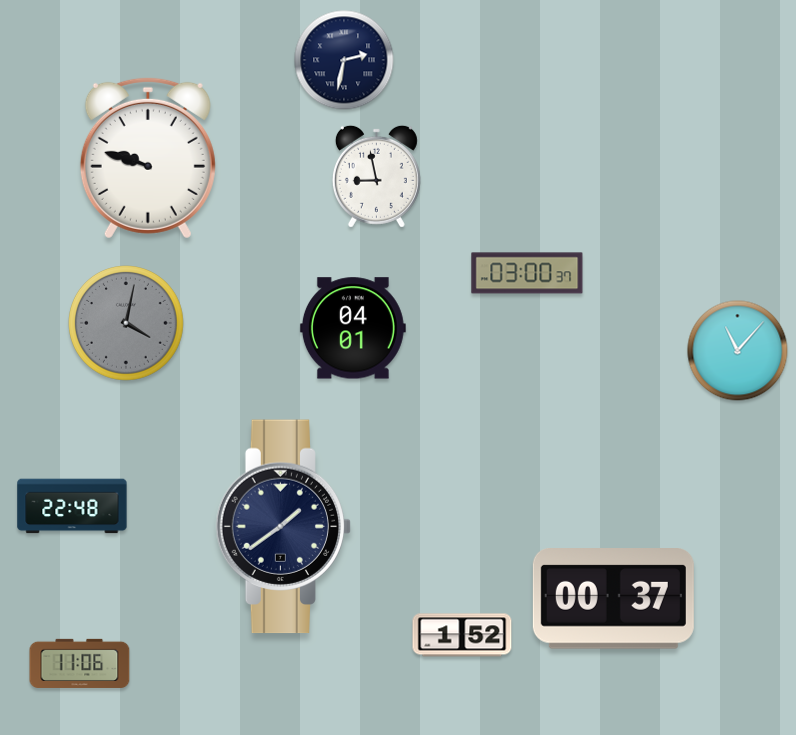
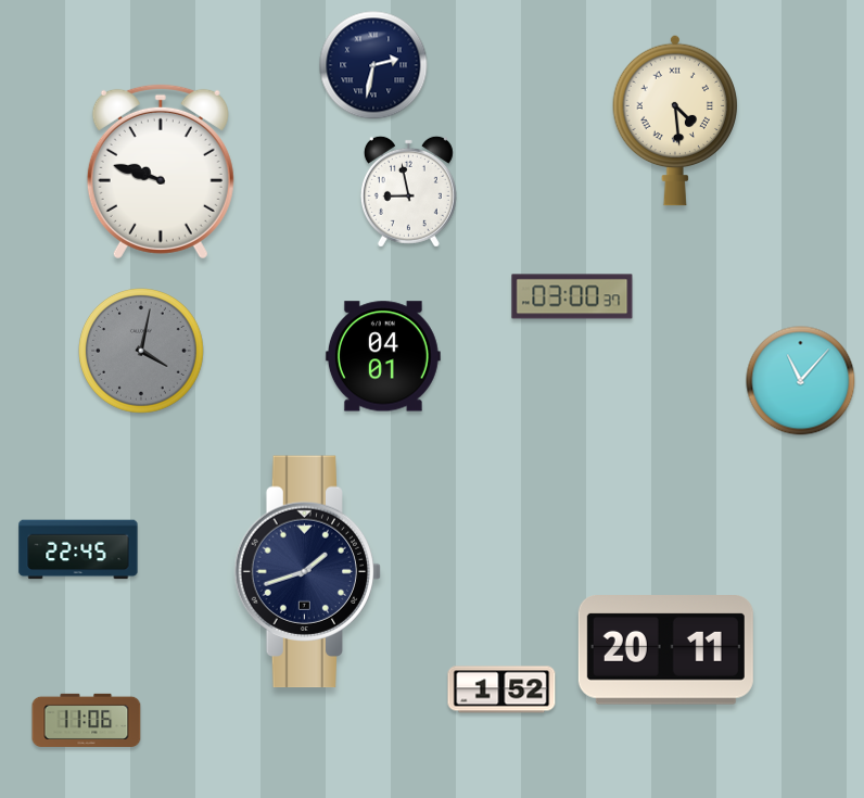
clock at (675, 121): none -> 4:29
clock at (127, 324) position: (127, 324) -> (142, 352)
clock at (72, 506): 22:48 -> 22:45
clock at (284, 527): 1:39 -> 1:42
clock at (613, 599): 00:37 -> 20:11
